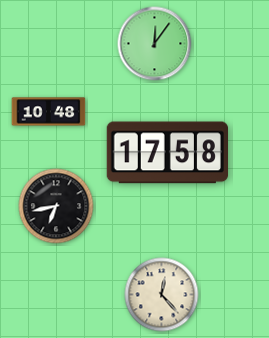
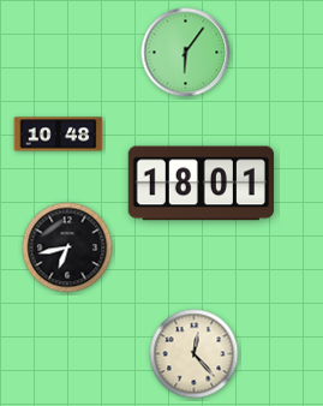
clock at (155, 44): 12:06 -> 6:06
clock at (167, 153): 17:58 -> 18:01
